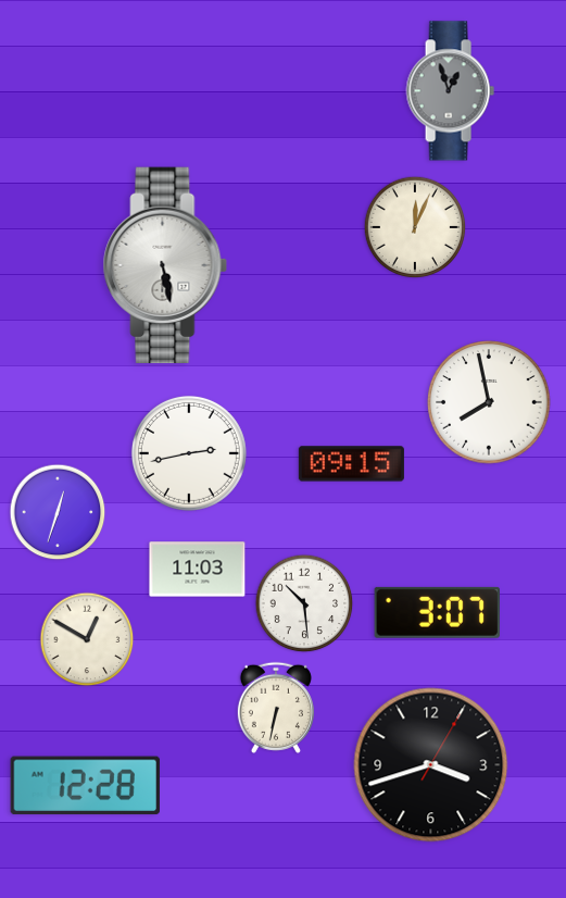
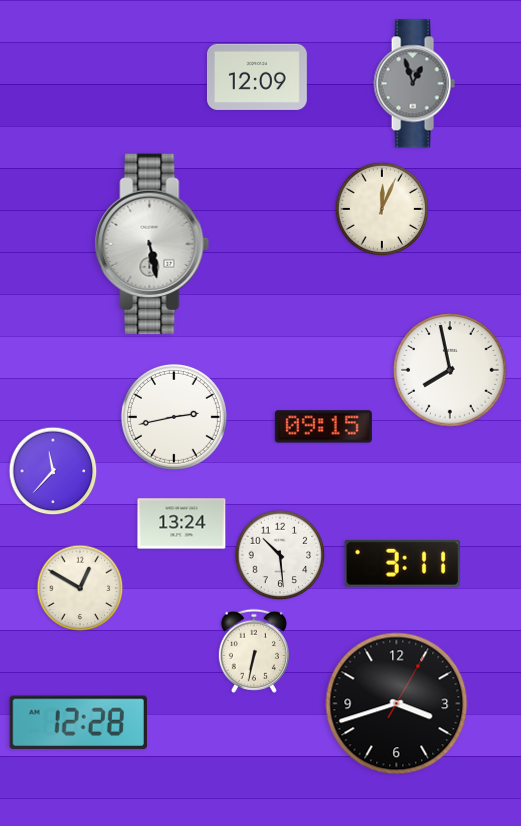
clock at (258, 77): none -> 12:09
clock at (58, 512): 12:33 -> 11:37
clock at (198, 570): 11:03 -> 13:24
clock at (437, 612): 3:07 -> 3:11
